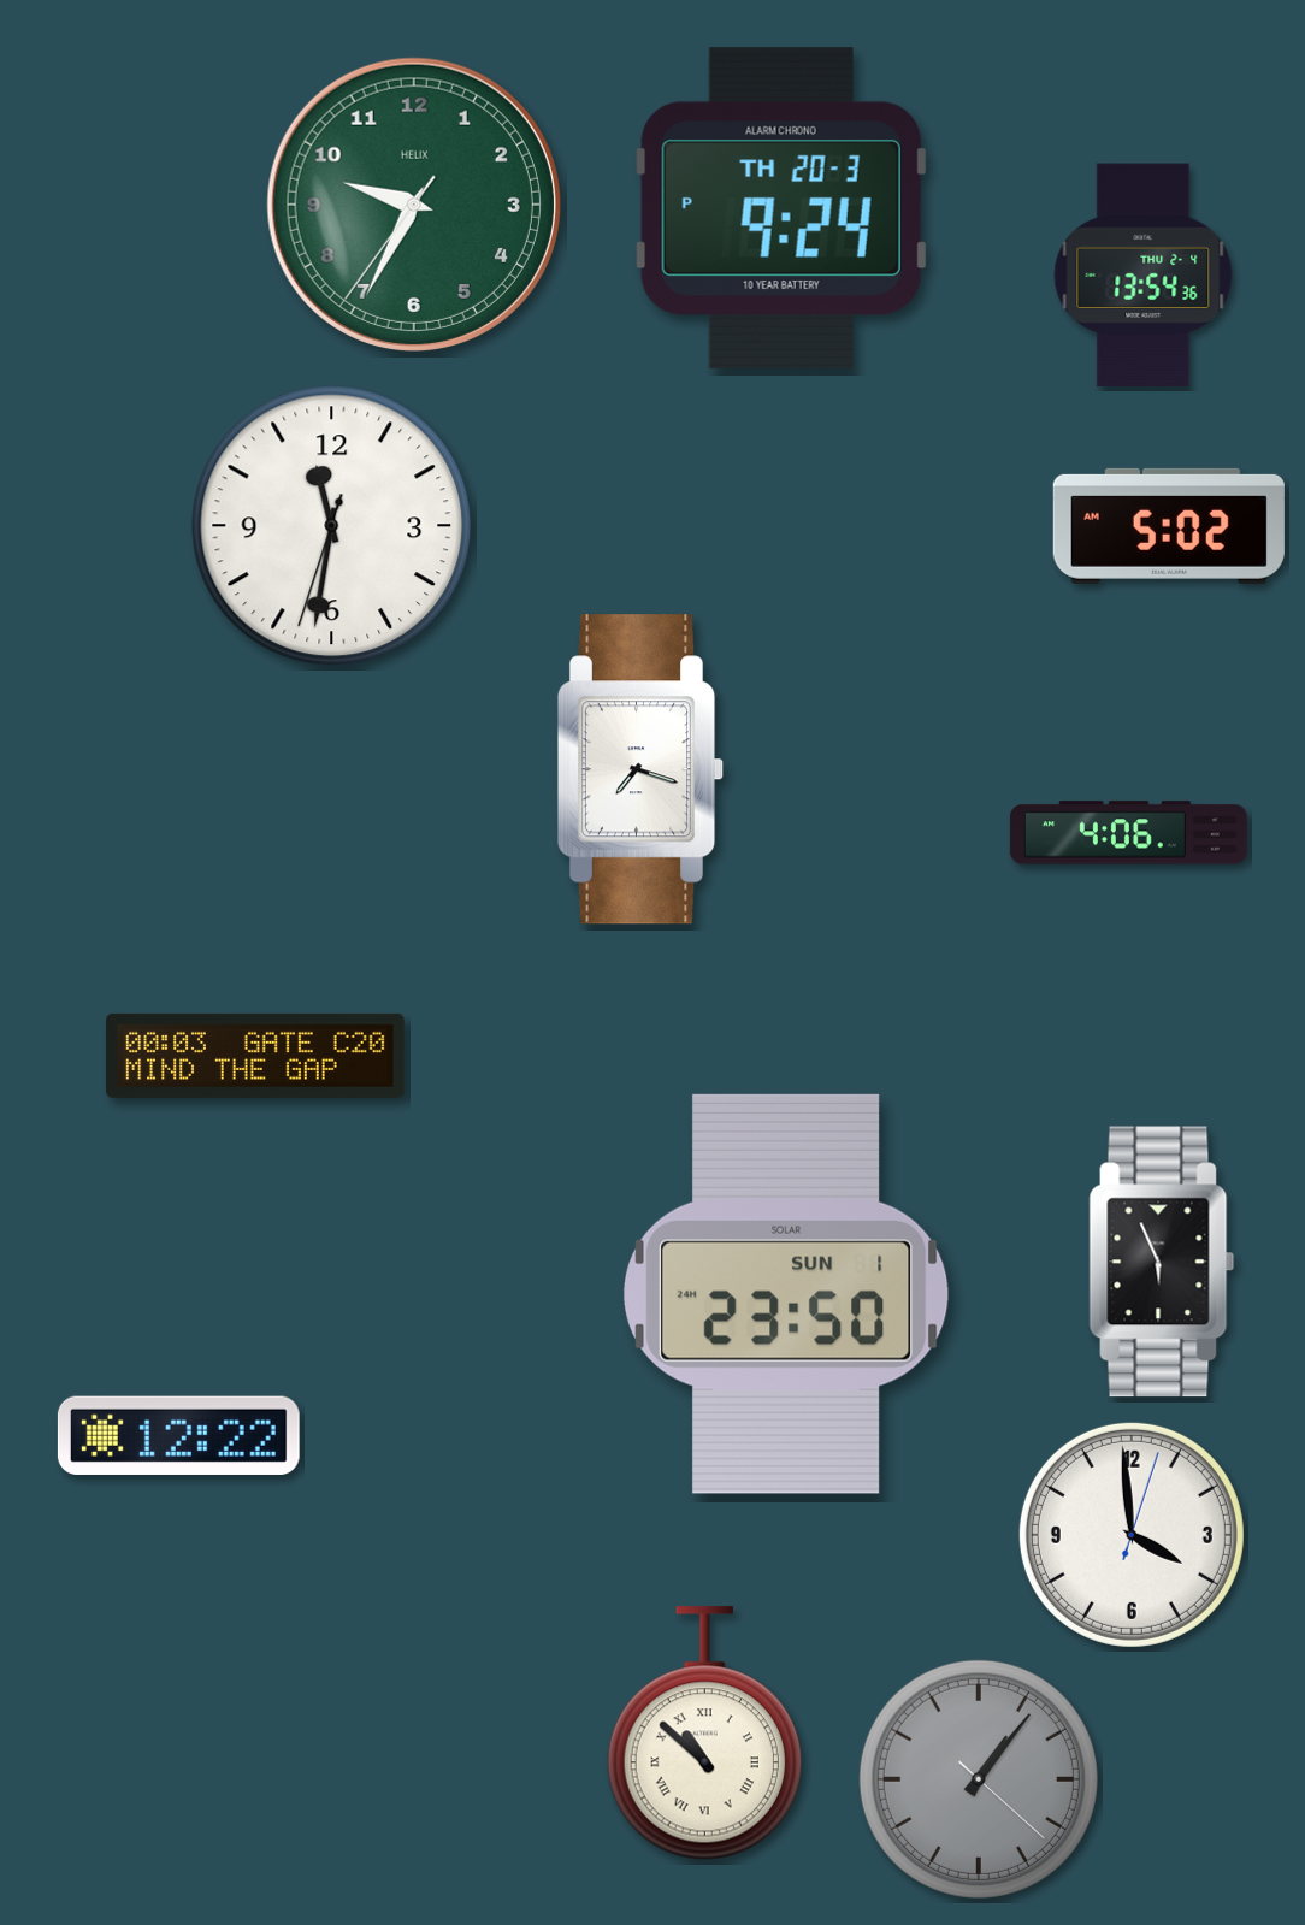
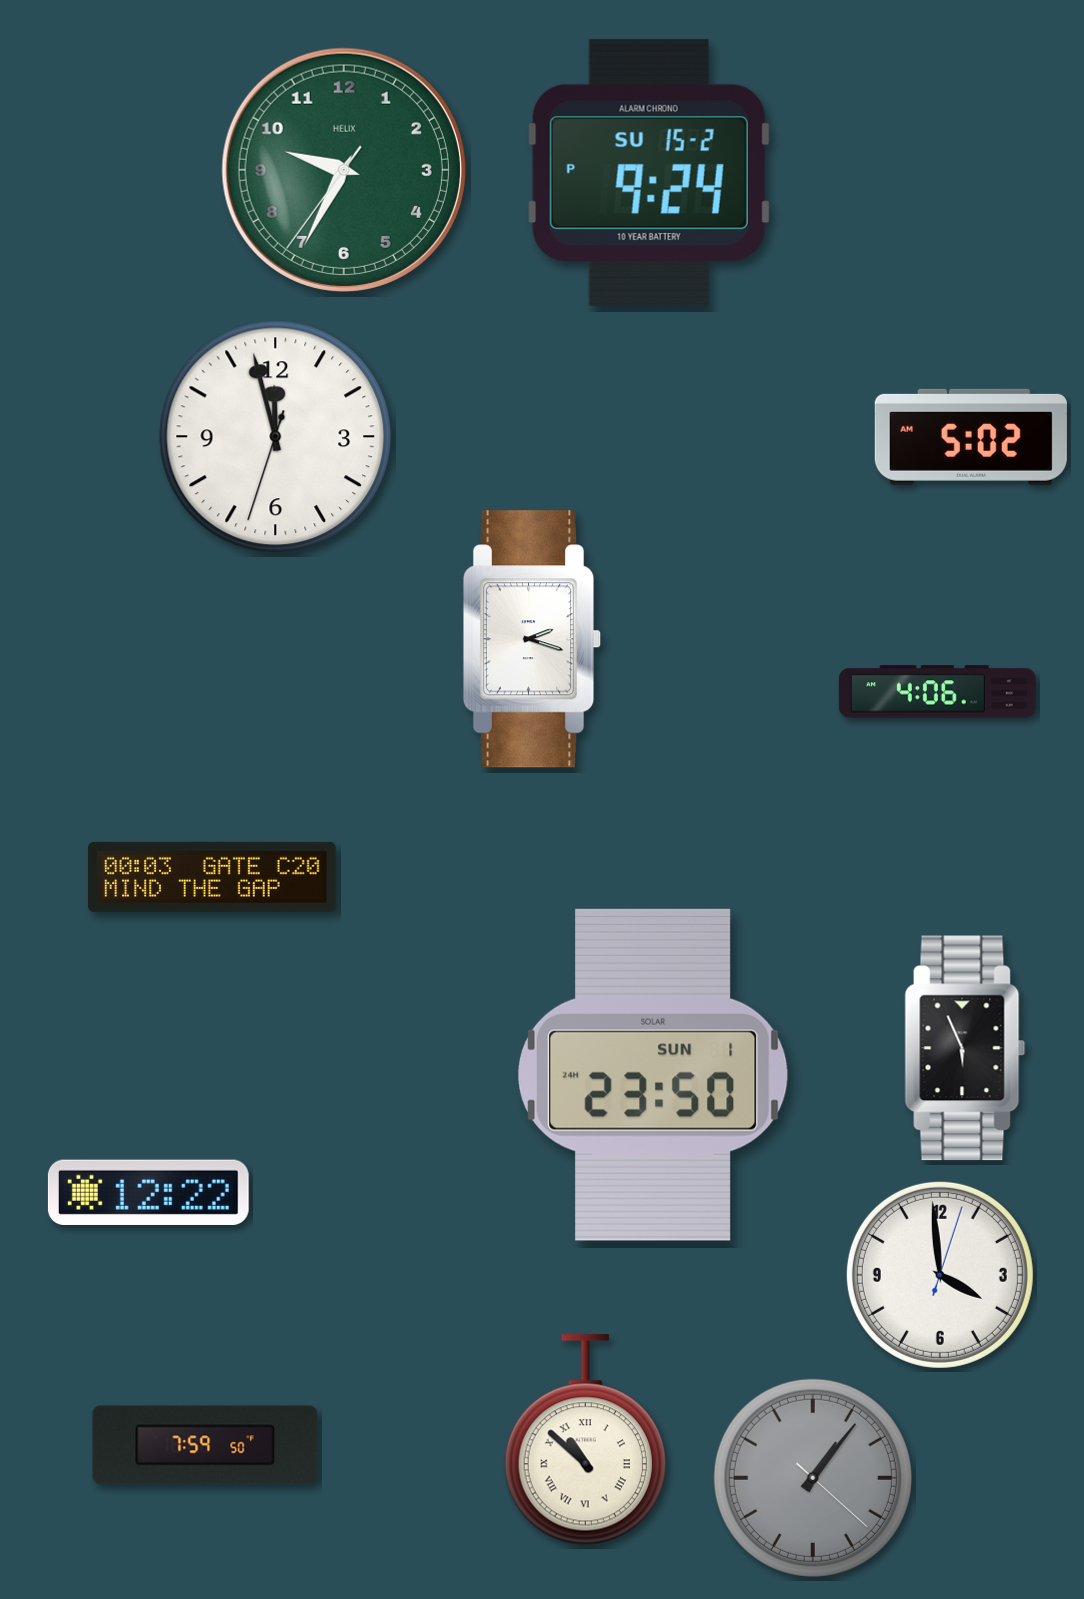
clock at (781, 208) date: TH 20-3 -> SU 15-2
clock at (1144, 276): 13:54 -> none
clock at (332, 526): 11:31 -> 11:57
clock at (640, 769): 7:18 -> 2:18
clock at (205, 1445): none -> 7:59
